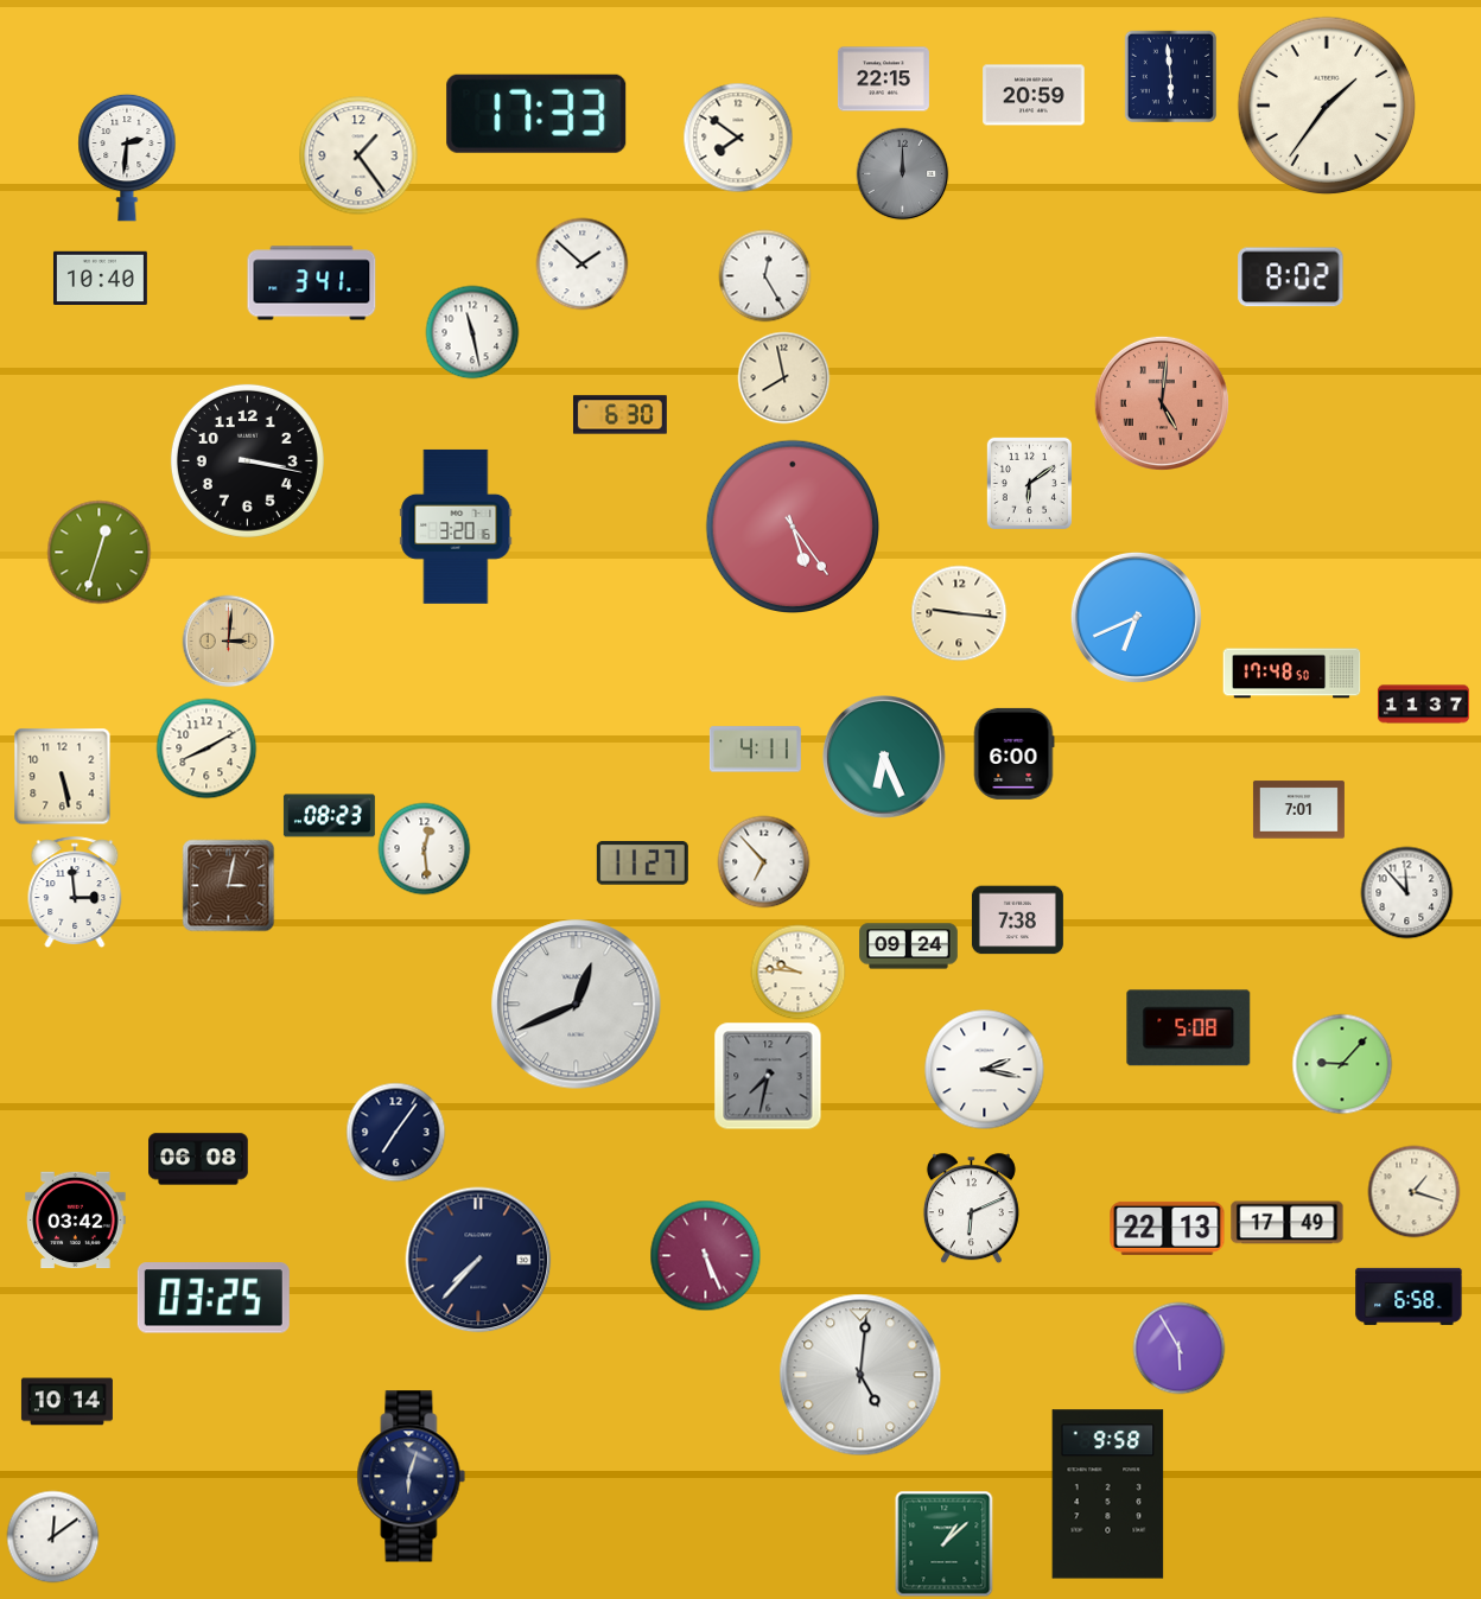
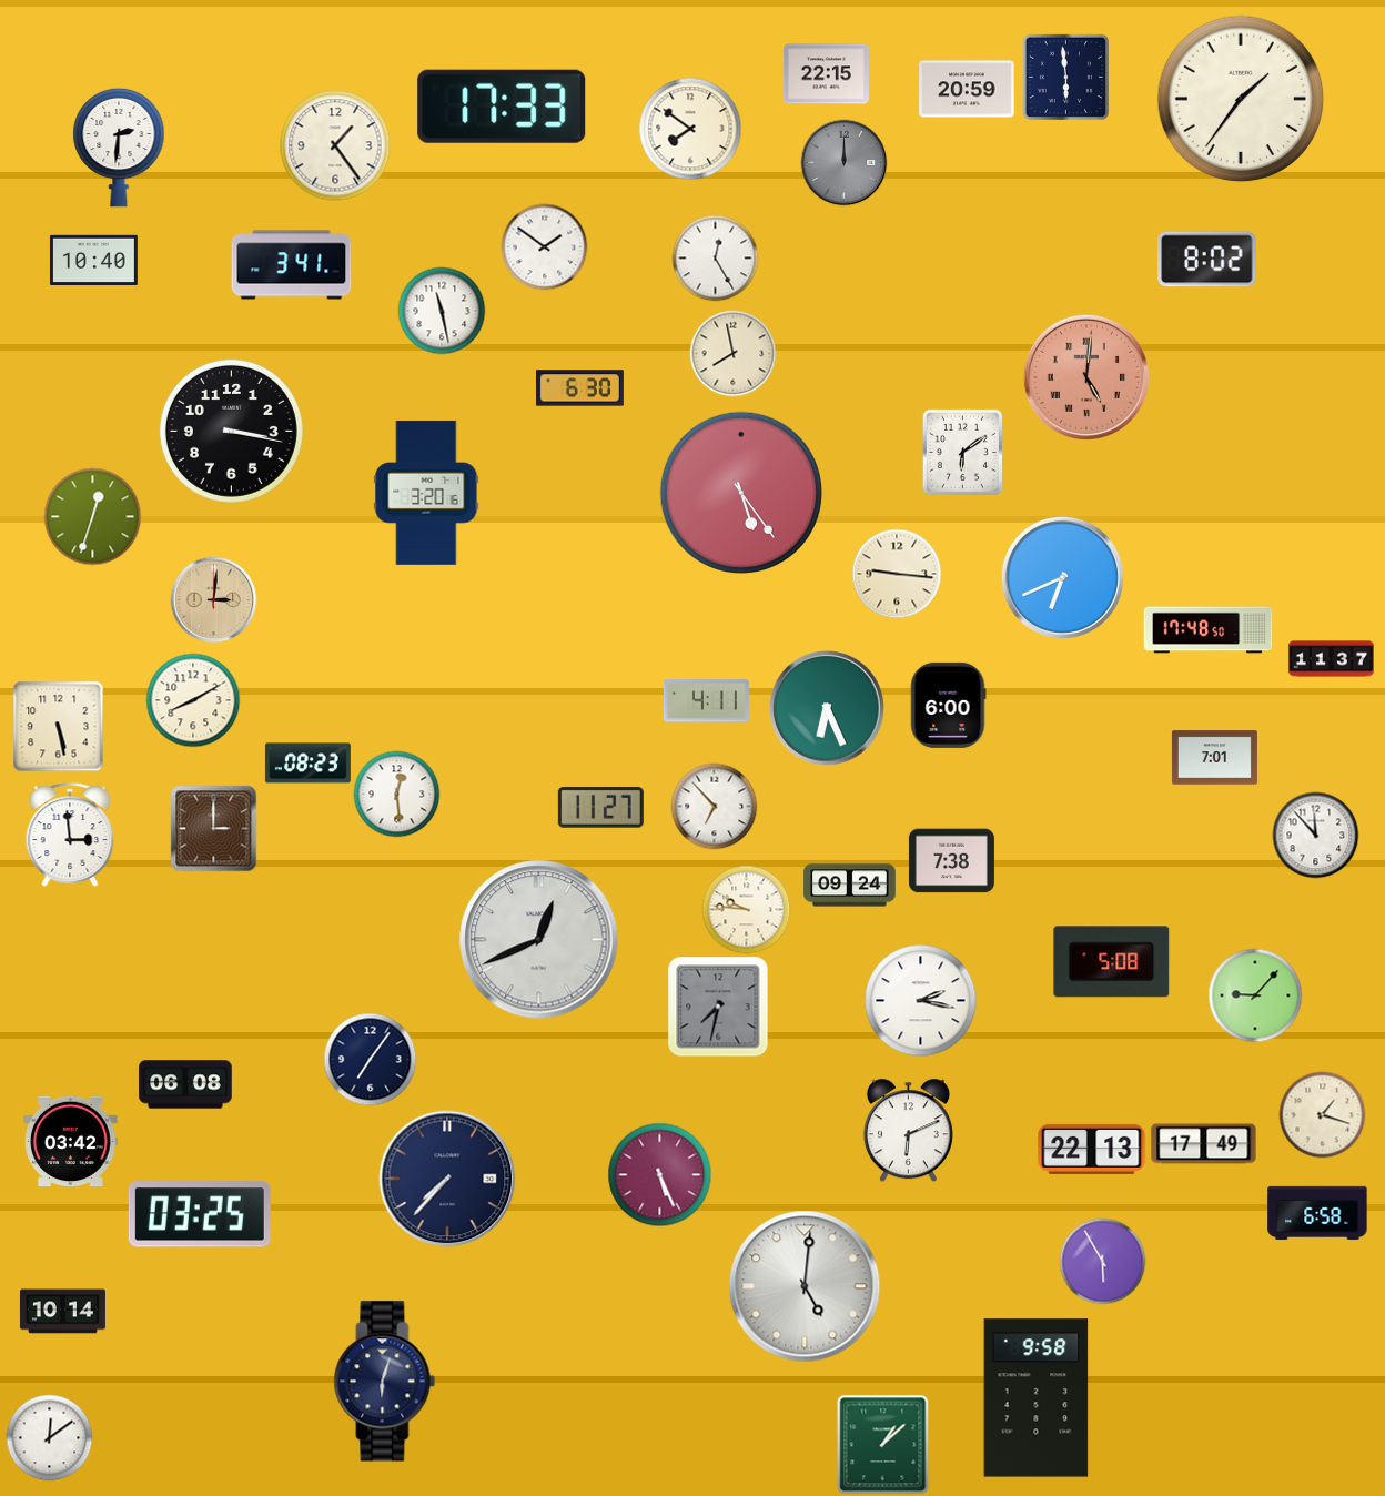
clock at (1170, 76) position: (1170, 76) -> (1065, 77)
clock at (581, 263): 1:52 -> 1:51
clock at (228, 885): 3:02 -> 3:00
